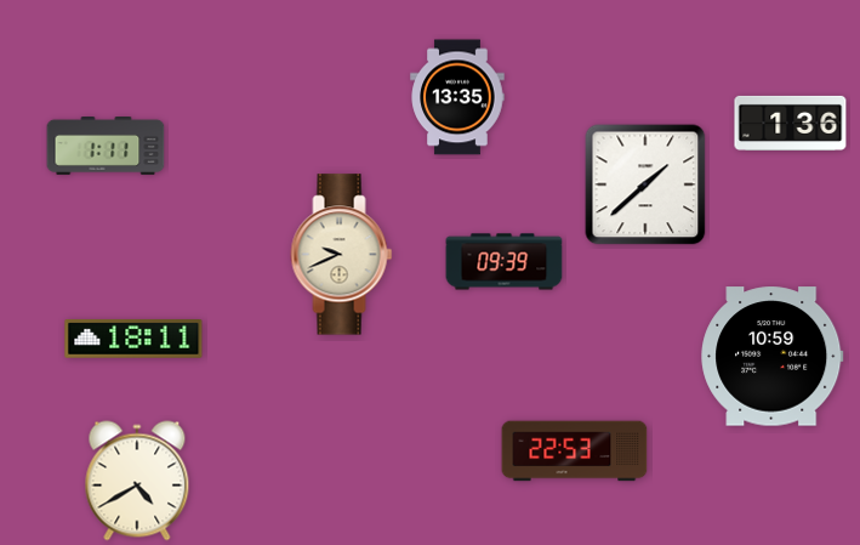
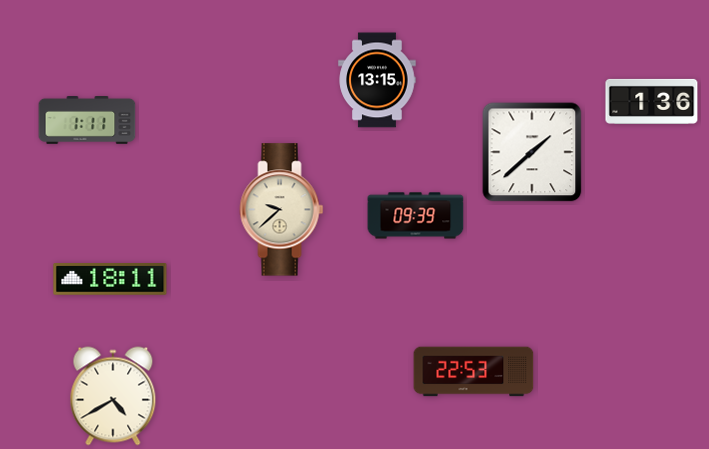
clock at (457, 97): 13:35 -> 13:15
clock at (342, 255): 9:41 -> 9:38
clock at (773, 357): 10:59 -> none
